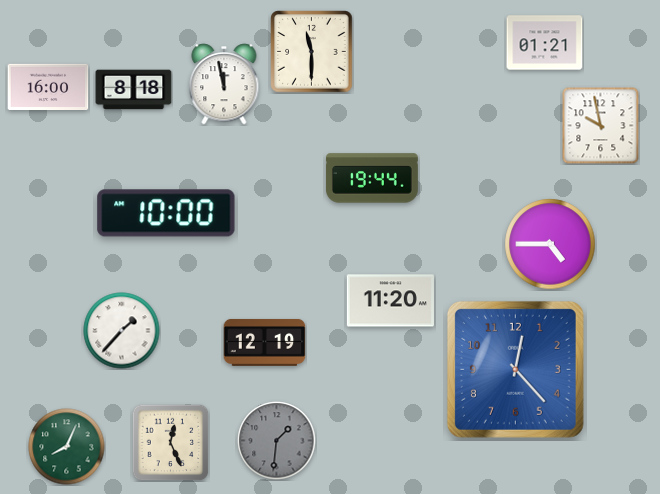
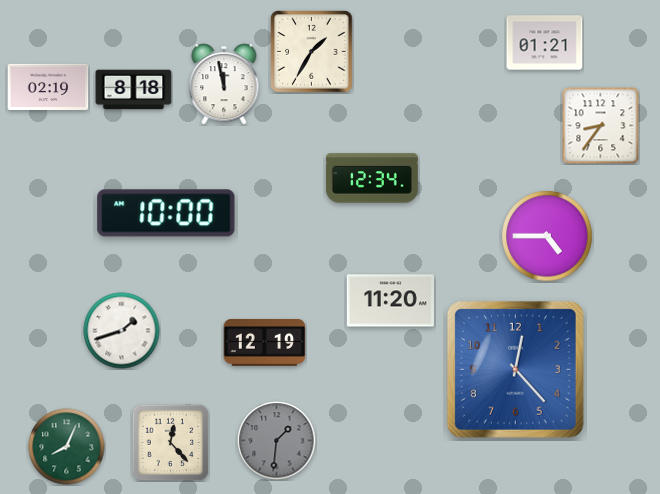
clock at (312, 52): 11:30 -> 1:35
clock at (48, 87): 16:00 -> 02:19
clock at (601, 126): 9:58 -> 8:36
clock at (372, 178): 19:44 -> 12:34
clock at (550, 244) position: (550, 244) -> (547, 236)
clock at (122, 331): 1:37 -> 1:42
clock at (170, 442): 12:26 -> 12:23
